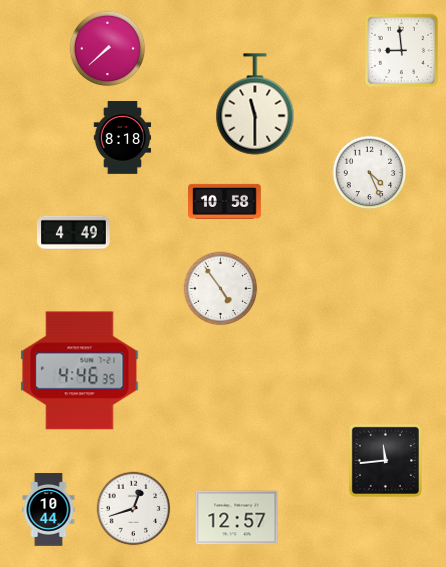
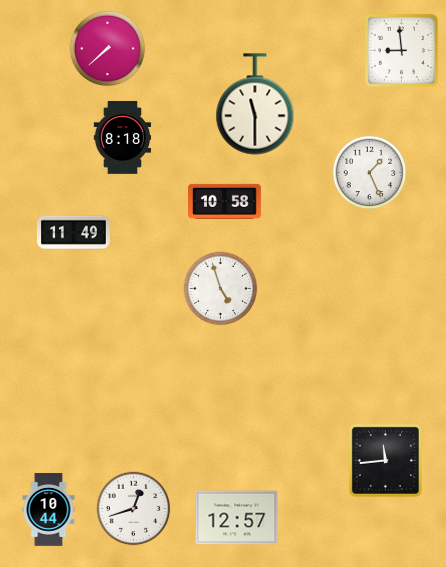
clock at (370, 173): 4:26 -> 1:26
clock at (74, 233): 4:49 -> 11:49
clock at (221, 289): 4:54 -> 4:57
clock at (80, 371): 4:46 -> none
